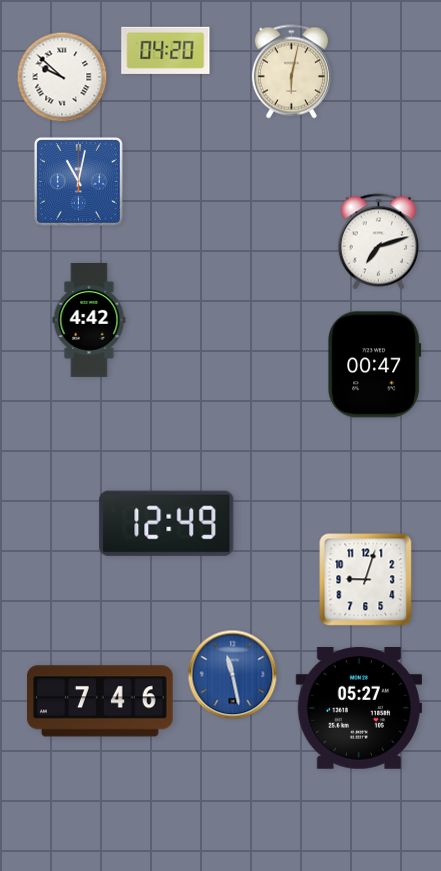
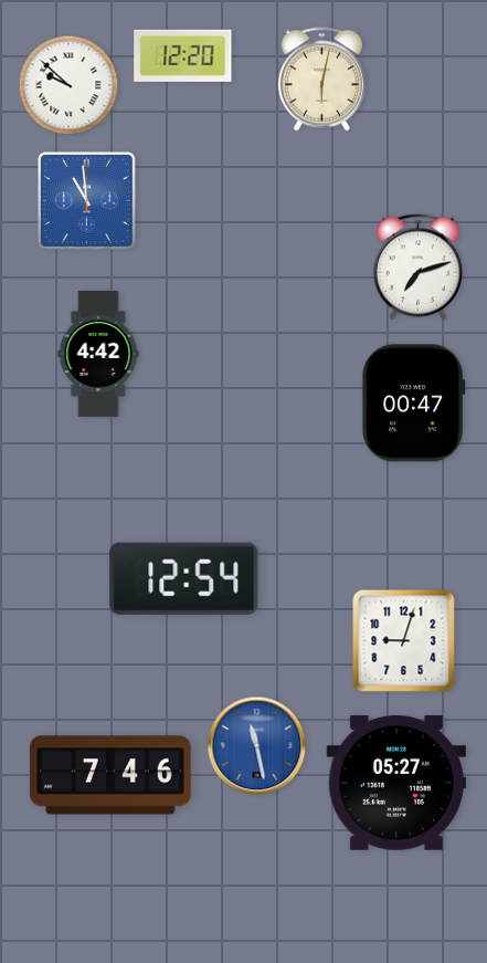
clock at (166, 50): 04:20 -> 12:20
clock at (78, 181): 11:02 -> 10:59
clock at (167, 523): 12:49 -> 12:54
